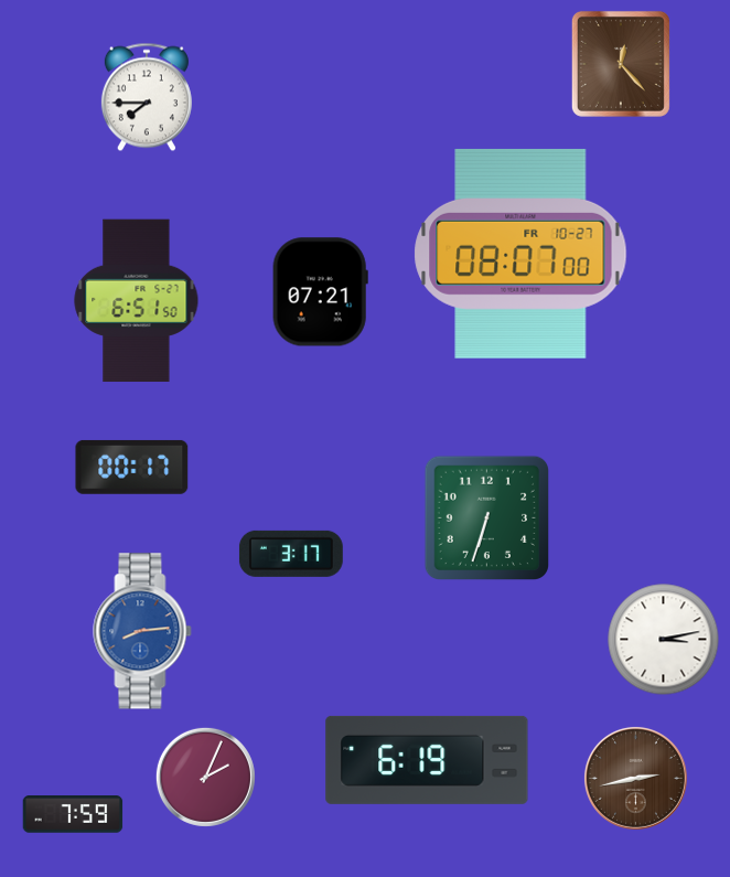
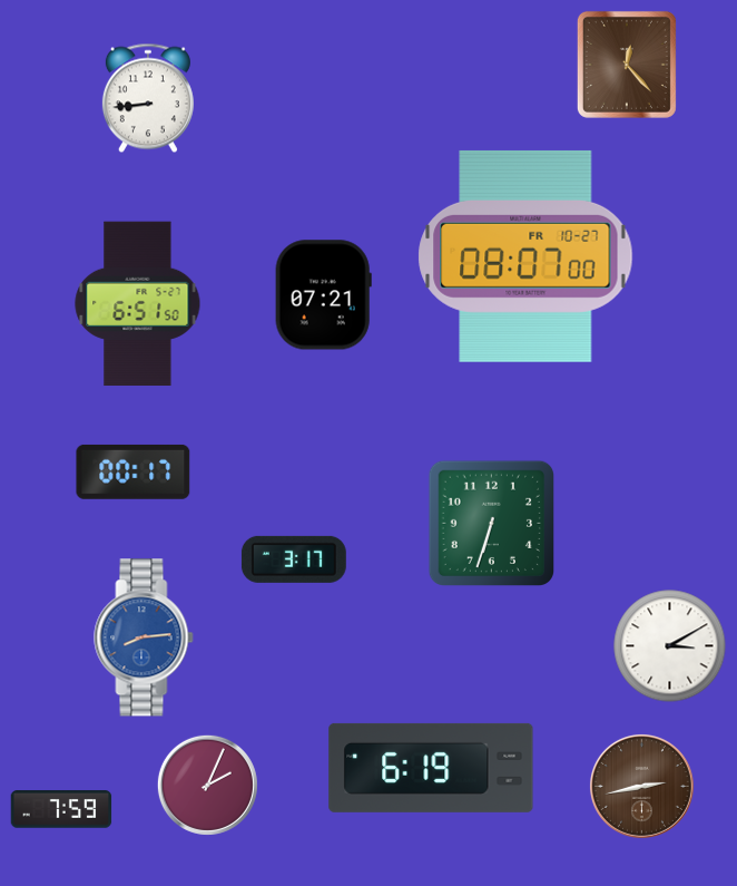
clock at (147, 97): 7:45 -> 8:44
clock at (664, 640): 3:13 -> 3:10
clock at (73, 814) position: (73, 814) -> (61, 809)
